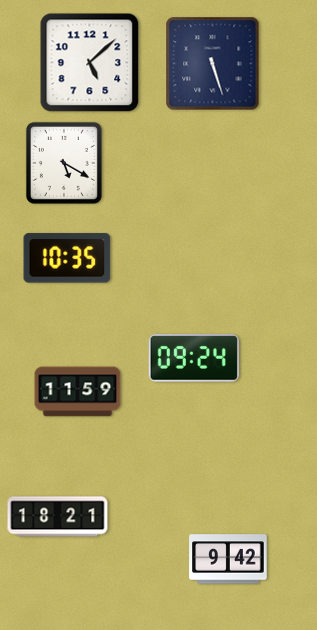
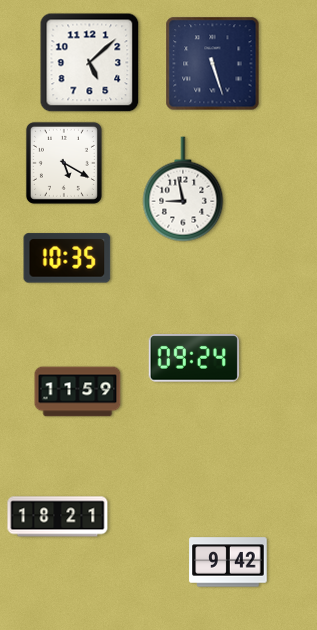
clock at (183, 189): none -> 8:58
clock at (228, 559) position: (228, 559) -> (228, 562)
